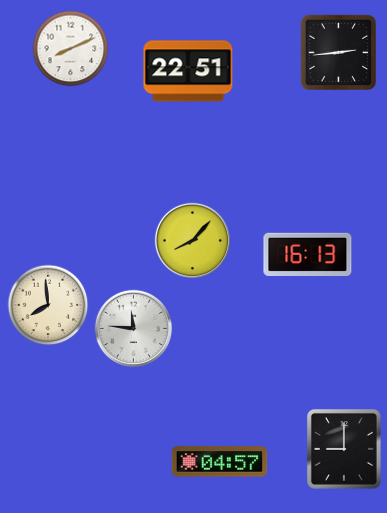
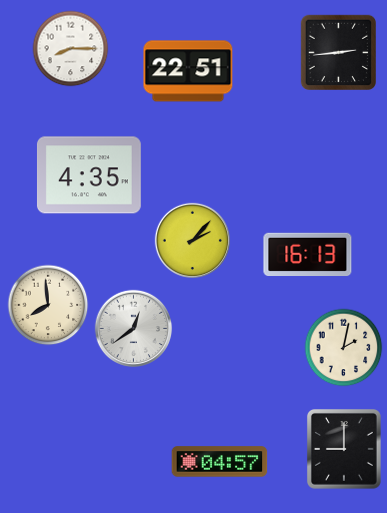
clock at (71, 49): 8:11 -> 8:15
clock at (89, 175): none -> 4:35
clock at (192, 240): 8:07 -> 2:07
clock at (134, 329): 11:46 -> 12:39
clock at (344, 348): none -> 2:02
